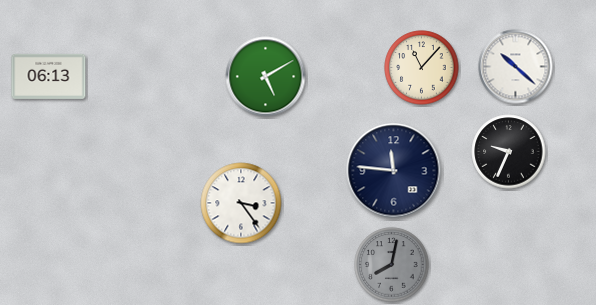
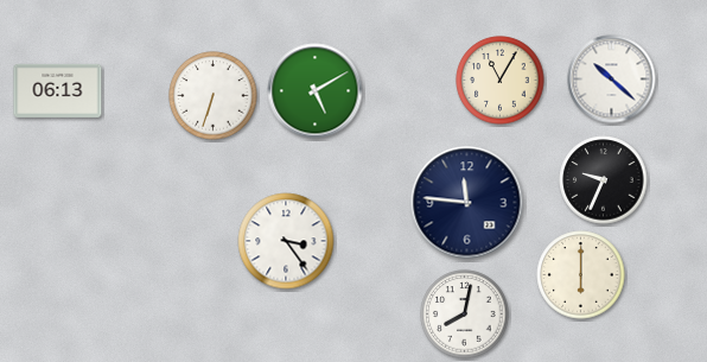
clock at (422, 68): 11:07 -> 11:05
clock at (214, 96): none -> 6:33
clock at (581, 275): none -> 6:00
clock at (392, 265) dial: grey -> white
